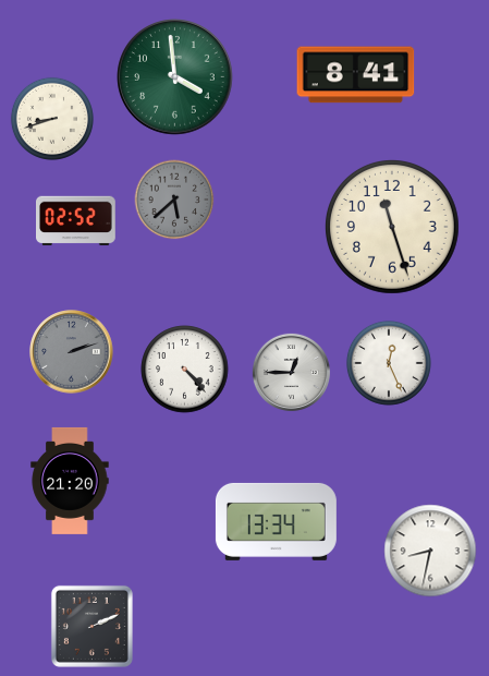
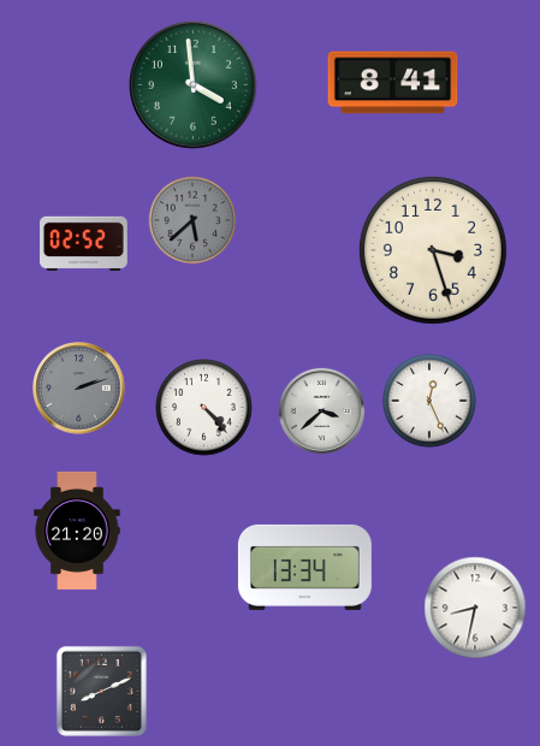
clock at (52, 119): 8:42 -> none
clock at (392, 227): 11:27 -> 3:27
clock at (291, 372): 12:45 -> 3:38
clock at (276, 521) position: (276, 521) -> (304, 567)
clock at (91, 626): 2:11 -> 8:11
